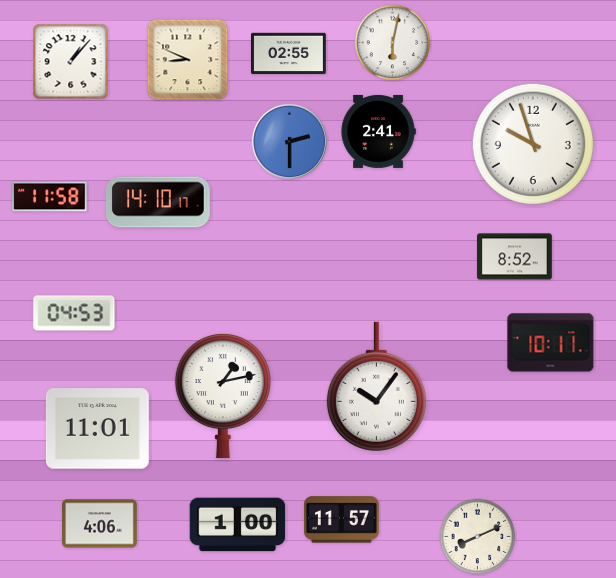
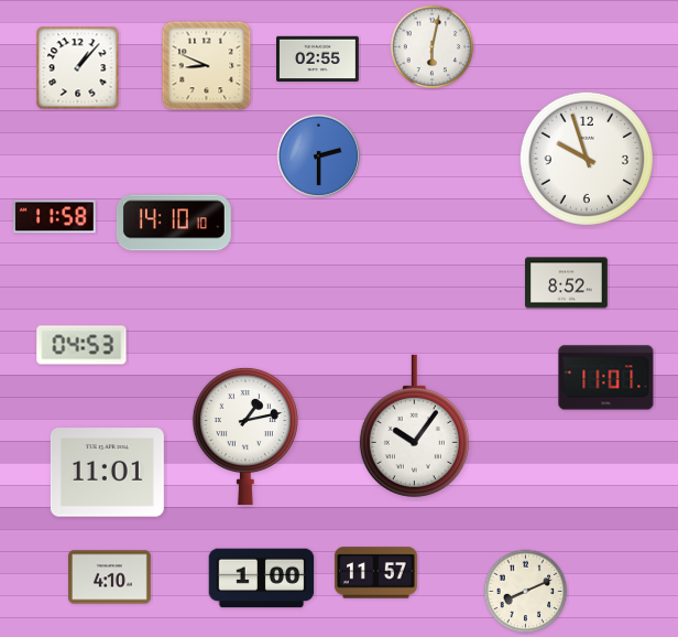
clock at (378, 131): 2:41 -> none
clock at (158, 202): 14:10:17 -> 14:10:10
clock at (551, 343): 10:11 -> 11:01
clock at (100, 524): 4:06 -> 4:10
